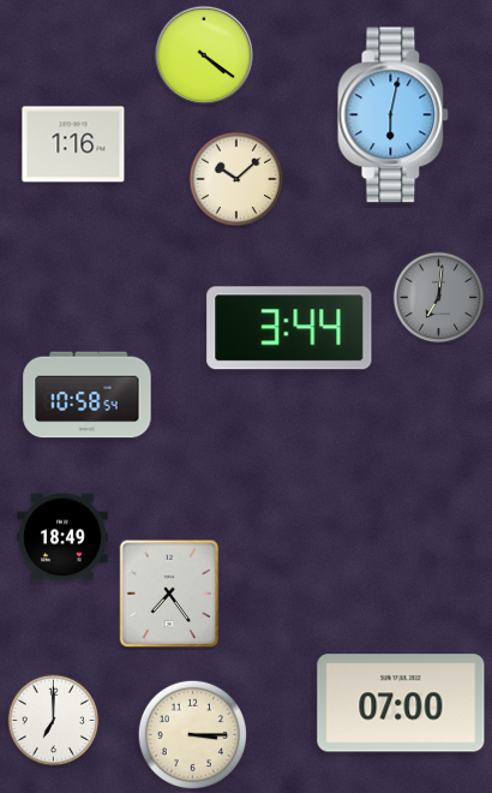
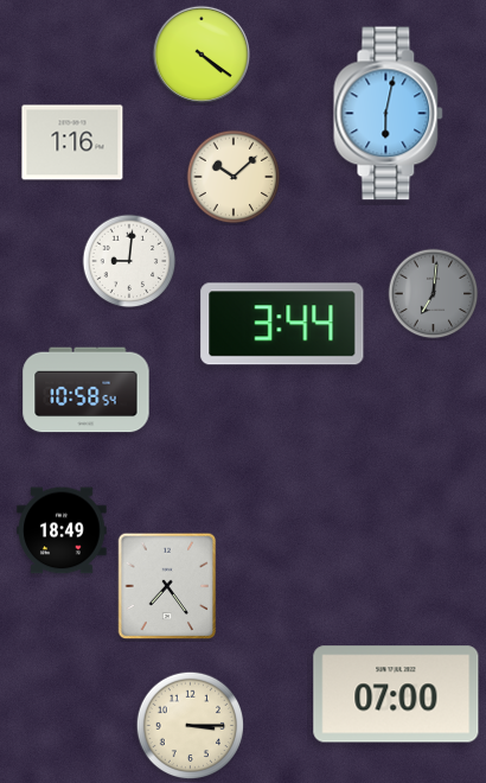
clock at (129, 261): none -> 9:01
clock at (289, 328) position: (289, 328) -> (282, 324)
clock at (54, 721): 7:00 -> none
